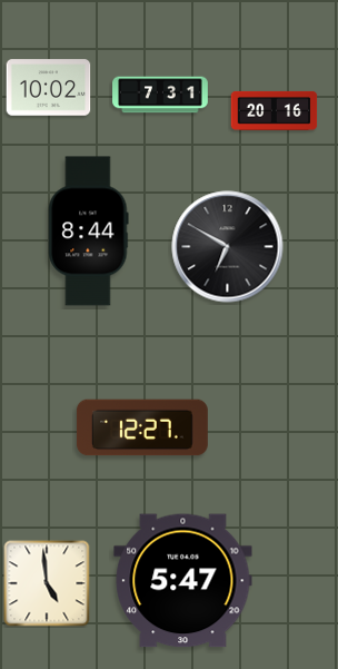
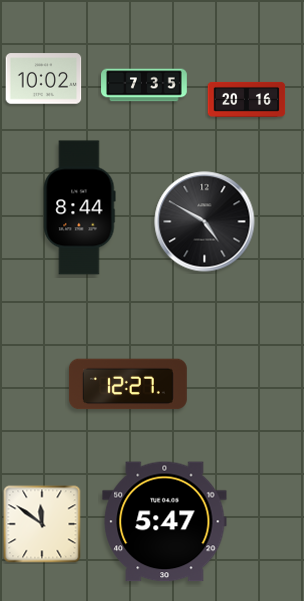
clock at (160, 95): 7:31 -> 7:35
clock at (228, 247): 6:50 -> 4:50
clock at (47, 583): 4:59 -> 11:51
